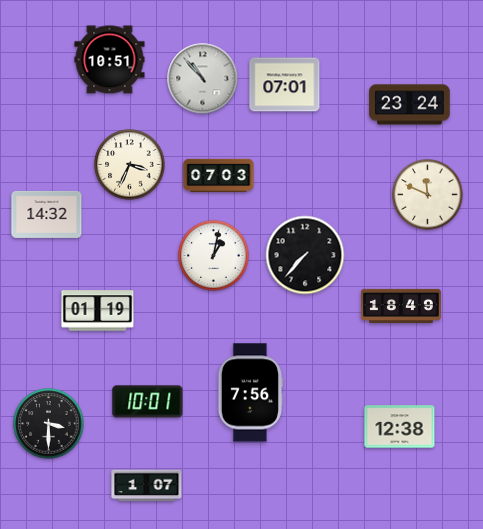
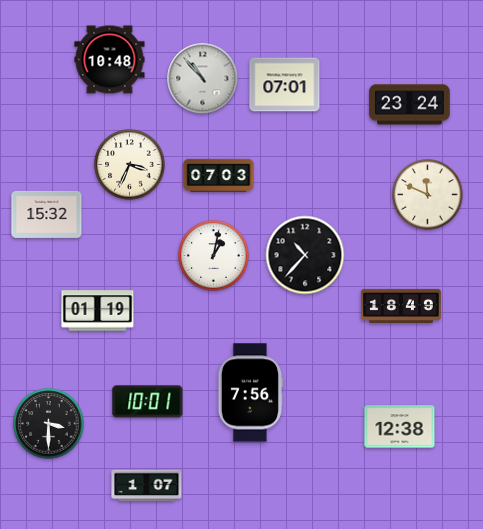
clock at (110, 60): 10:51 -> 10:48
clock at (47, 214): 14:32 -> 15:32
clock at (305, 255): 7:37 -> 10:37
